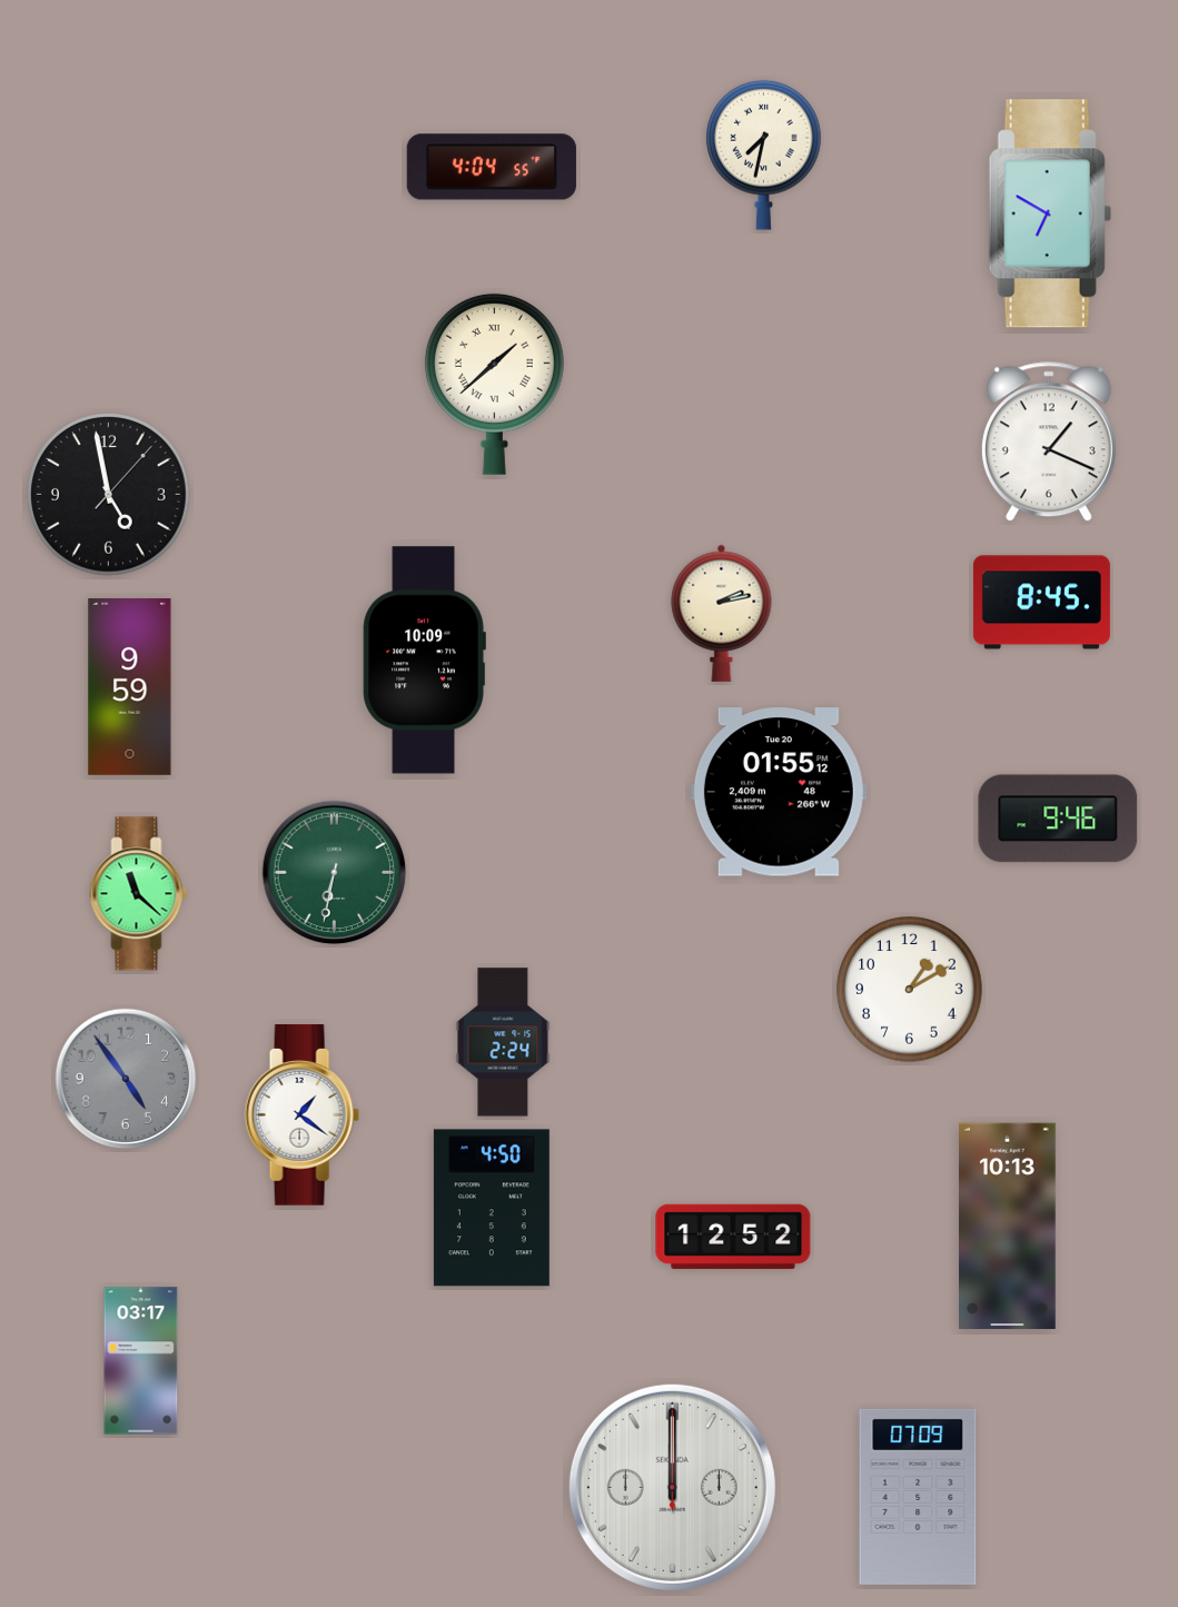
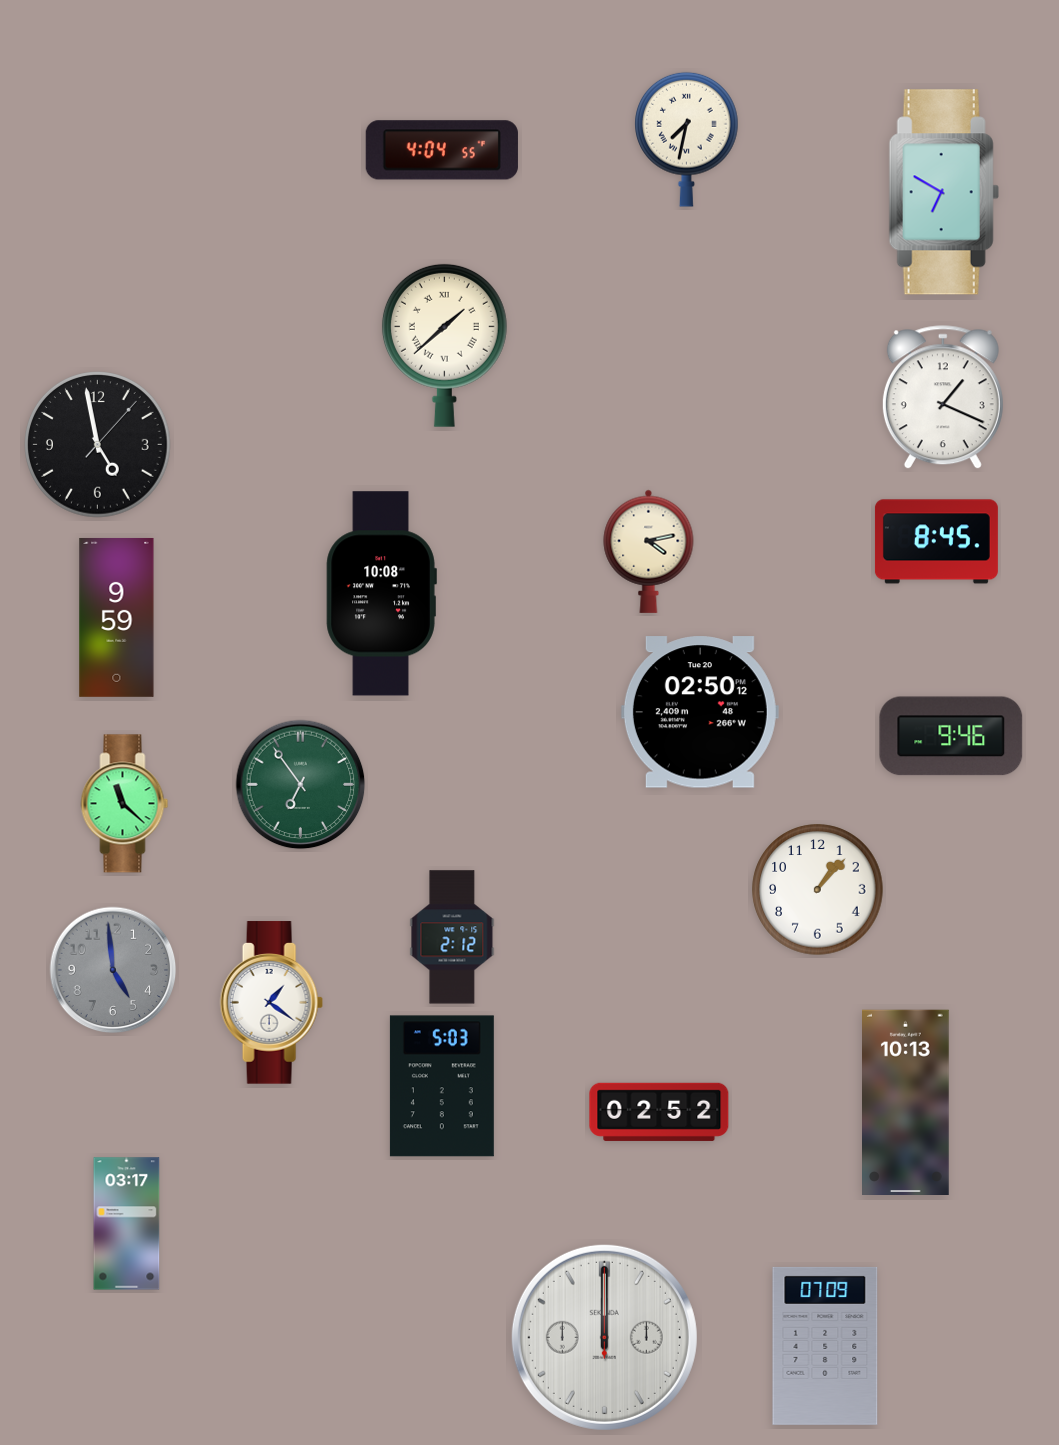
clock at (722, 613): 2:13 -> 4:13
clock at (424, 661): 10:09 -> 10:08
clock at (779, 792): 01:55 -> 02:50
clock at (335, 873): 6:32 -> 6:54
clock at (910, 990): 1:10 -> 1:07
clock at (503, 1042): 2:24 -> 2:12
clock at (126, 1079): 4:54 -> 4:59
clock at (492, 1208): 4:50 -> 5:03
clock at (733, 1237): 12:52 -> 02:52
